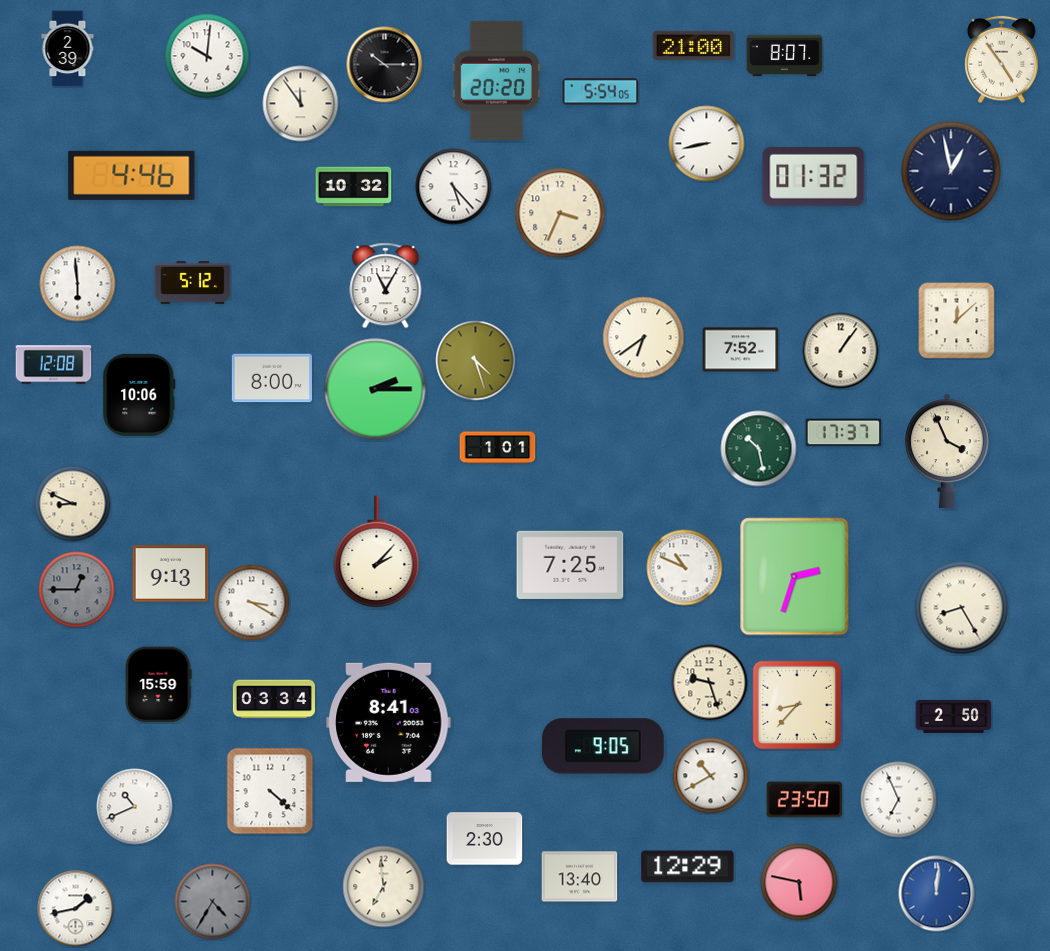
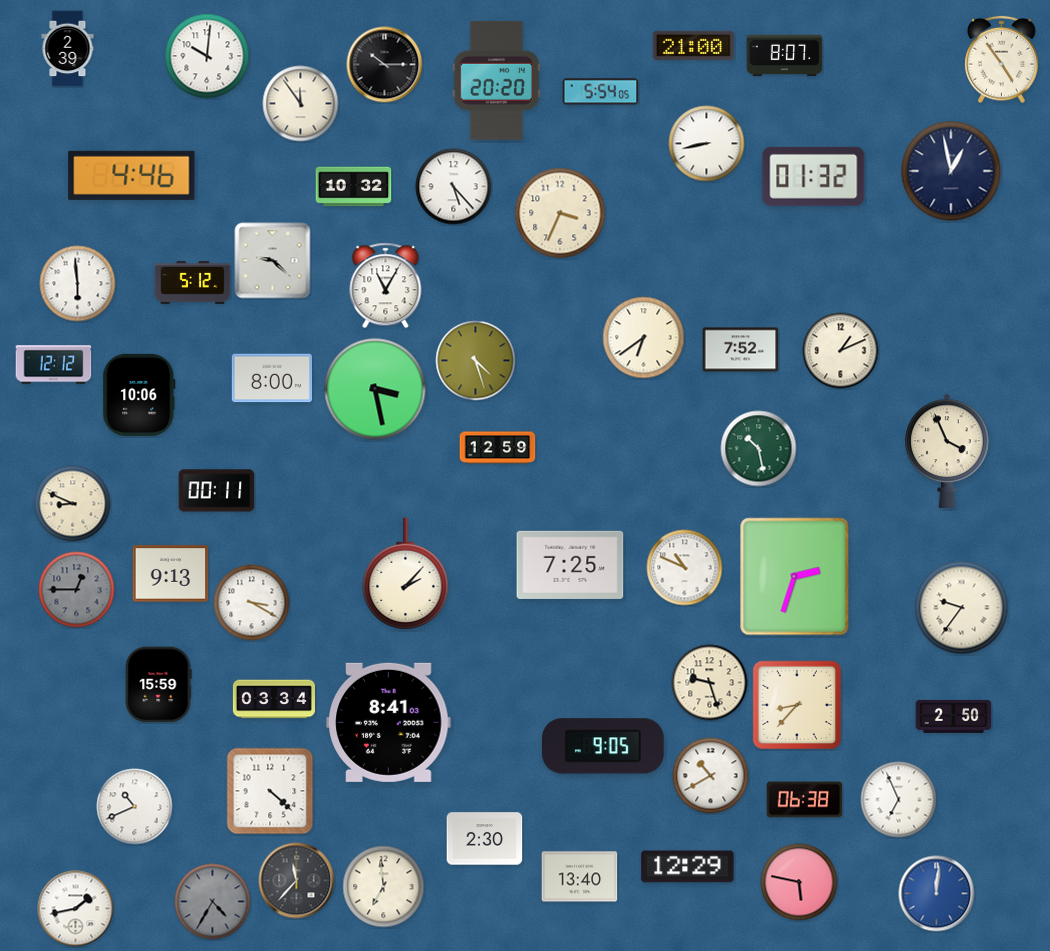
clock at (273, 261): none -> 9:22
clock at (957, 321): 12:08 -> none
clock at (841, 351): 1:06 -> 1:11
clock at (54, 365): 12:08 -> 12:12
clock at (375, 389): 2:15 -> 3:28
clock at (844, 433): 17:37 -> none
clock at (498, 448): 1:01 -> 12:59
clock at (217, 491): none -> 00:11
clock at (377, 552) position: (377, 552) -> (406, 574)
clock at (962, 608): 8:25 -> 9:36
clock at (805, 800): 23:50 -> 06:38
clock at (297, 881): none -> 11:37
